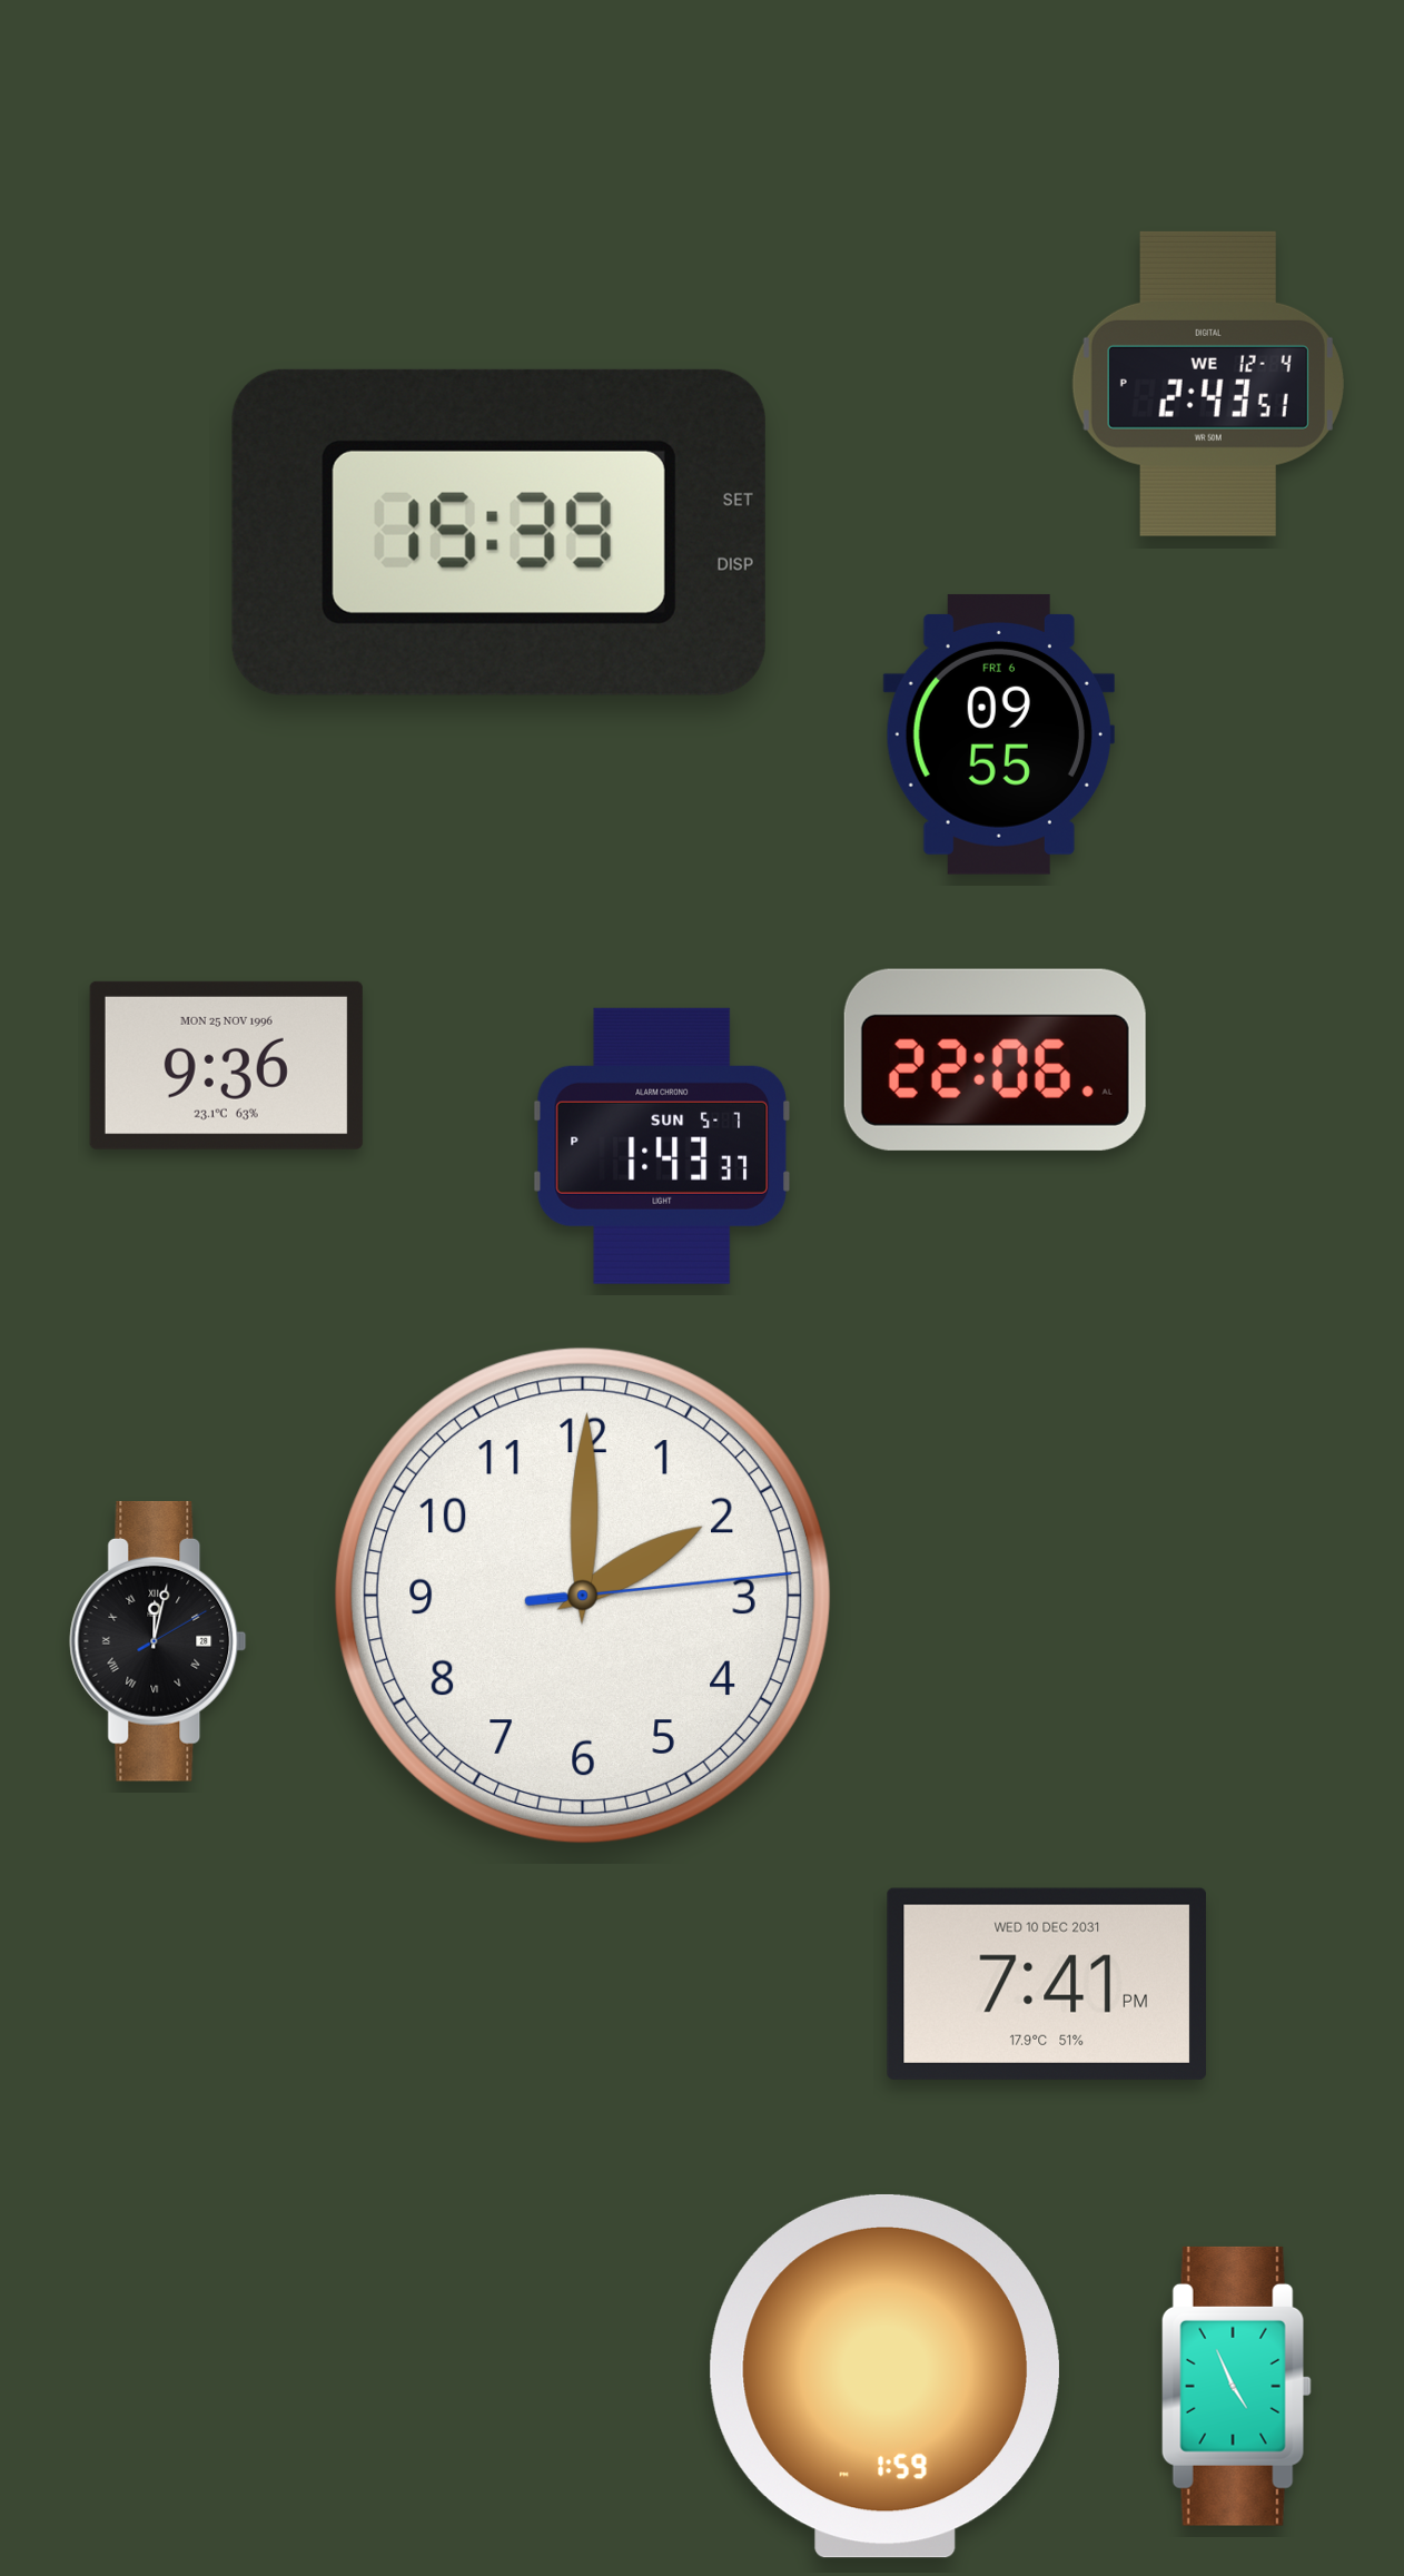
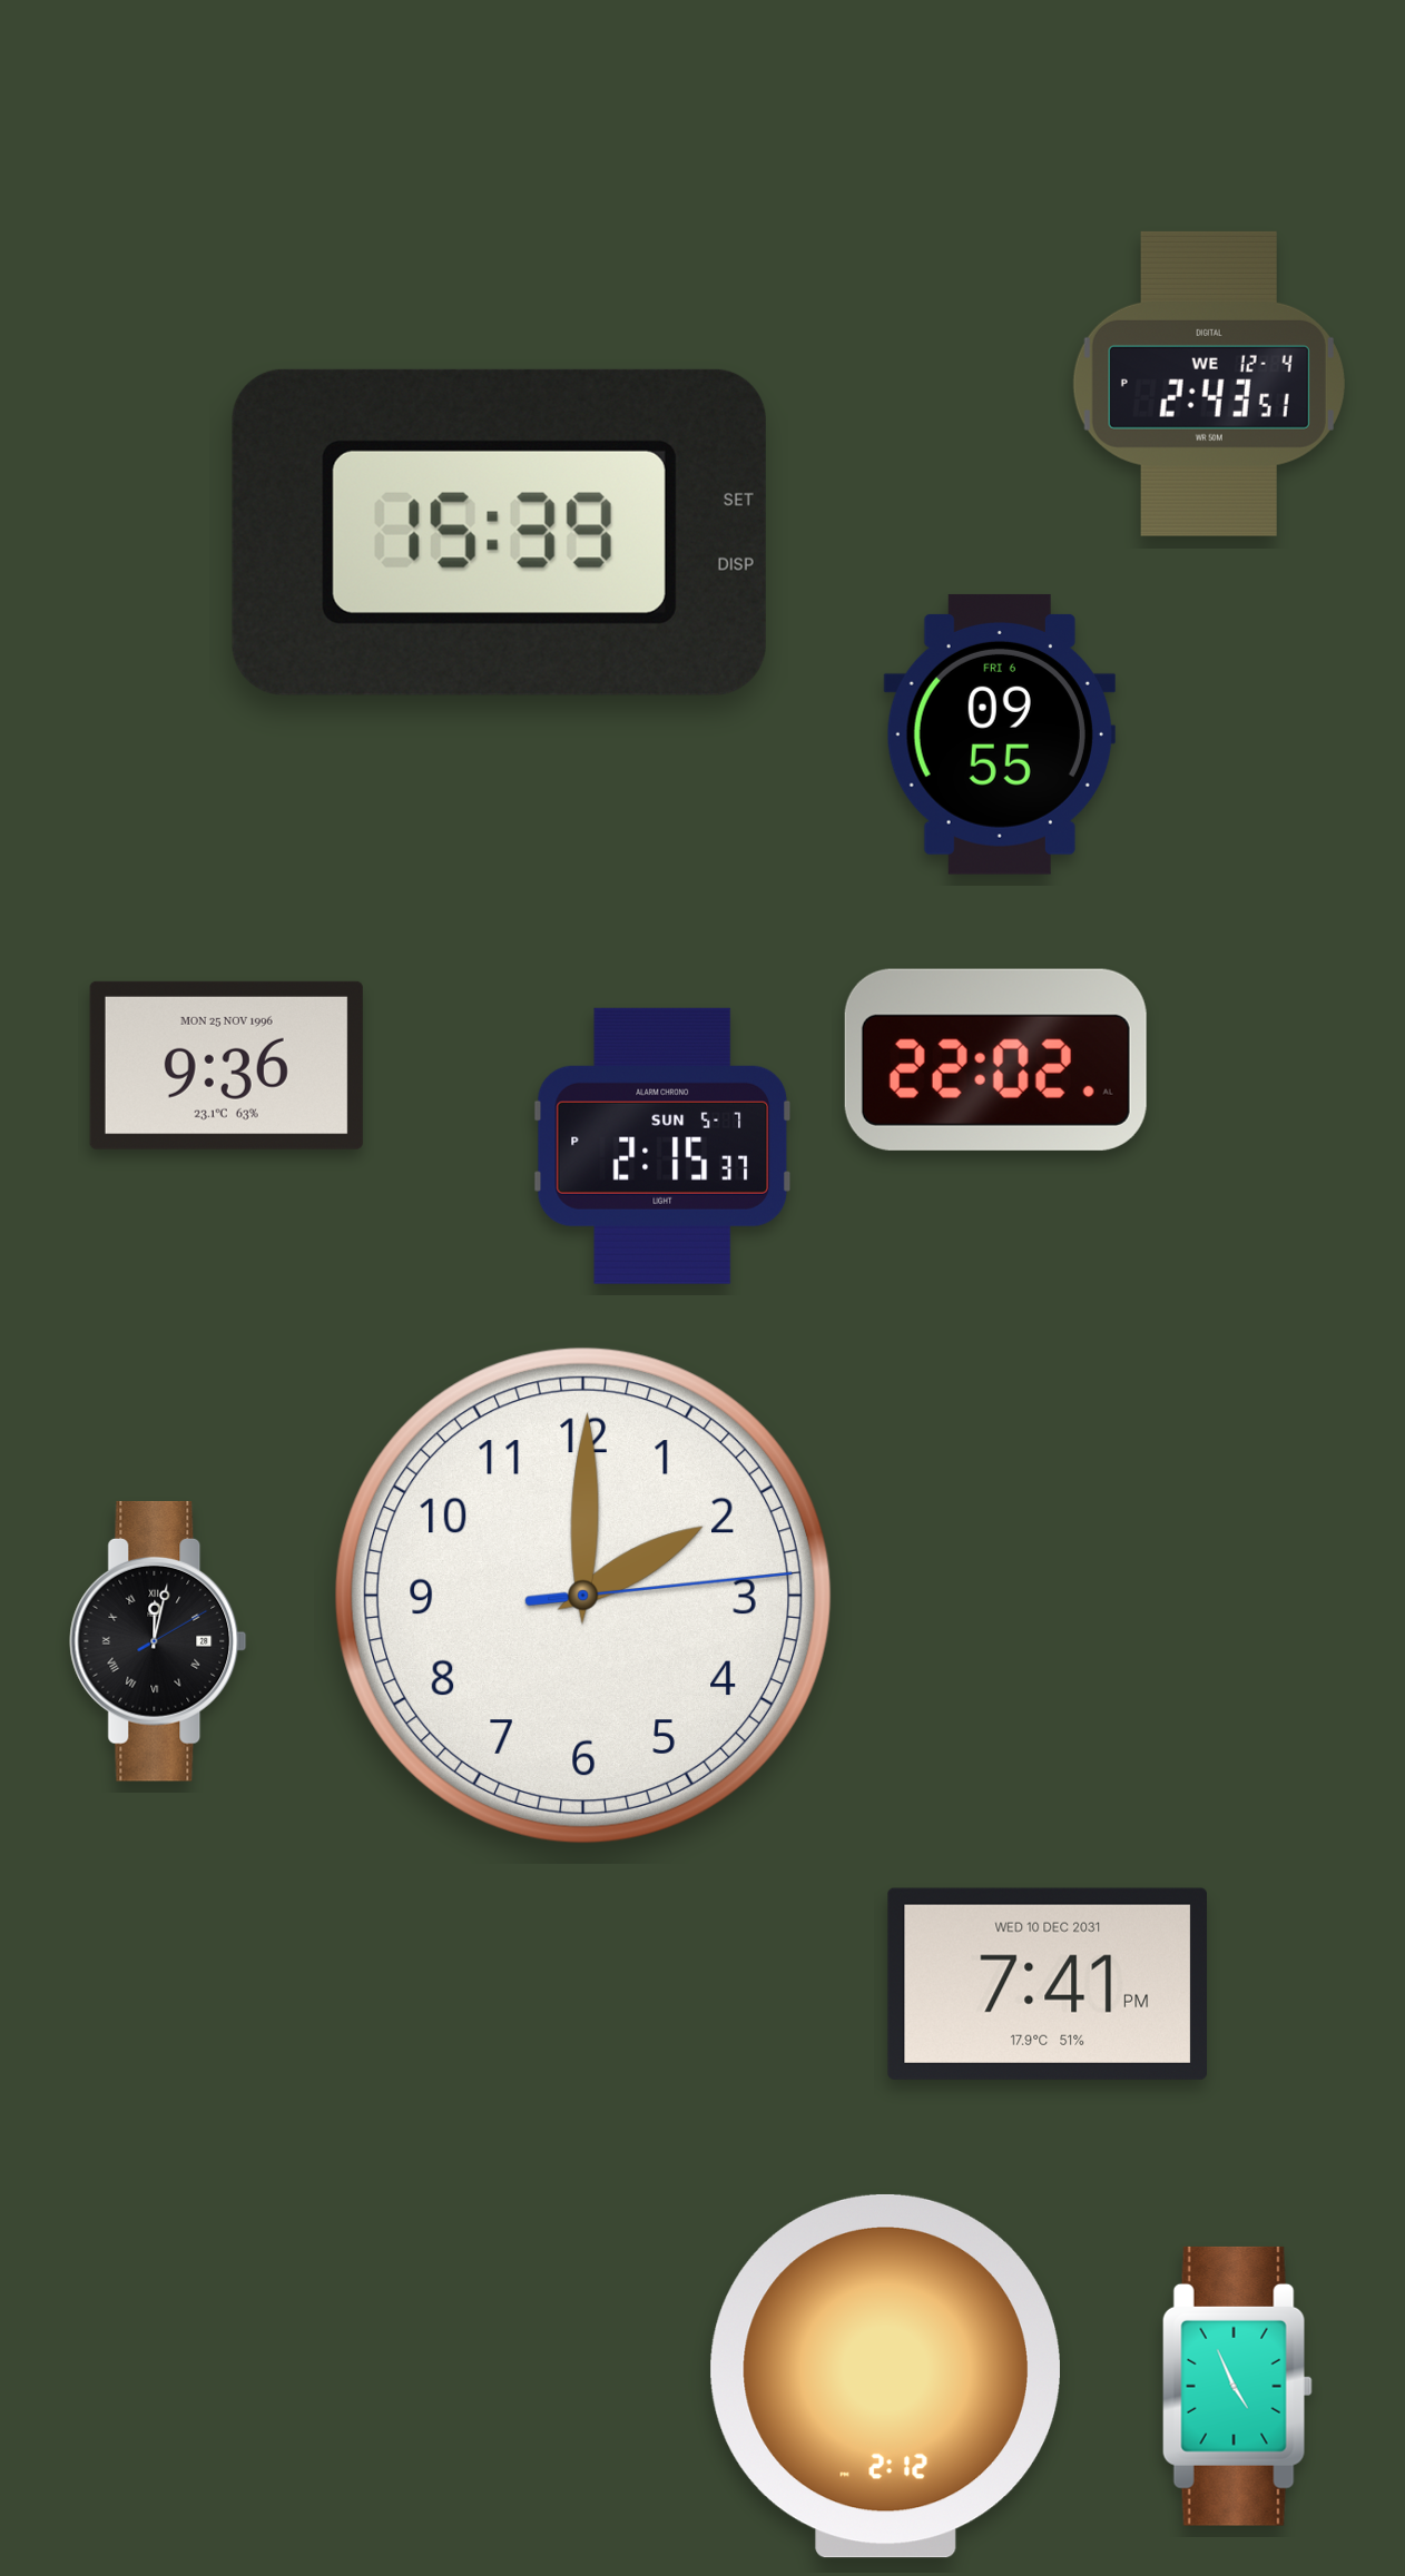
clock at (995, 1059): 22:06 -> 22:02
clock at (662, 1146): 1:43 -> 2:15
clock at (884, 2376): 1:59 -> 2:12
